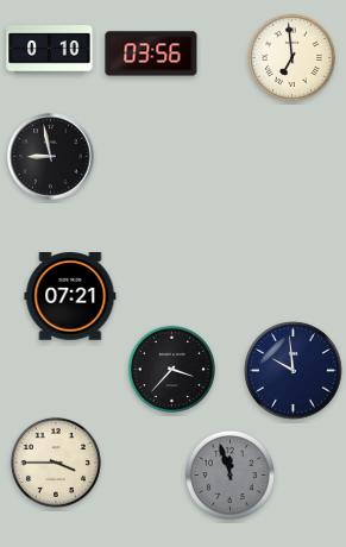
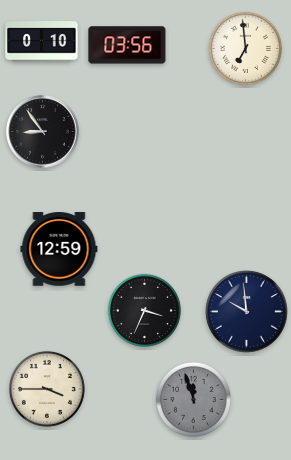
clock at (51, 157): 8:58 -> 8:54
clock at (70, 296): 07:21 -> 12:59
clock at (171, 369): 3:37 -> 3:34
